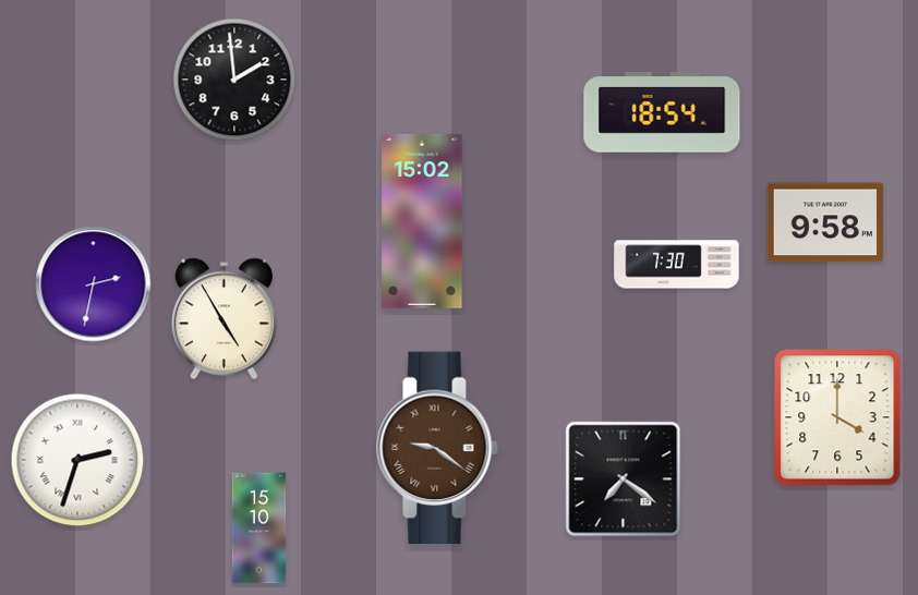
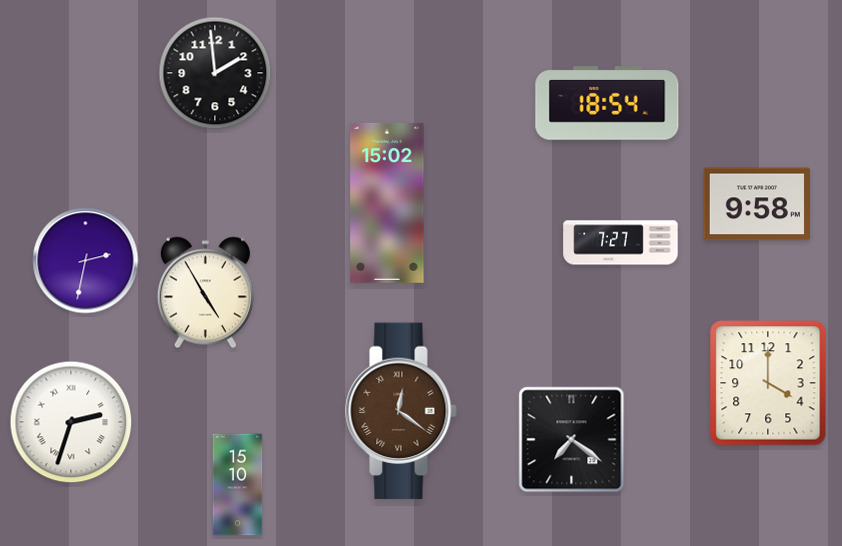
clock at (677, 265): 7:30 -> 7:27
clock at (437, 448): 9:21 -> 12:21
